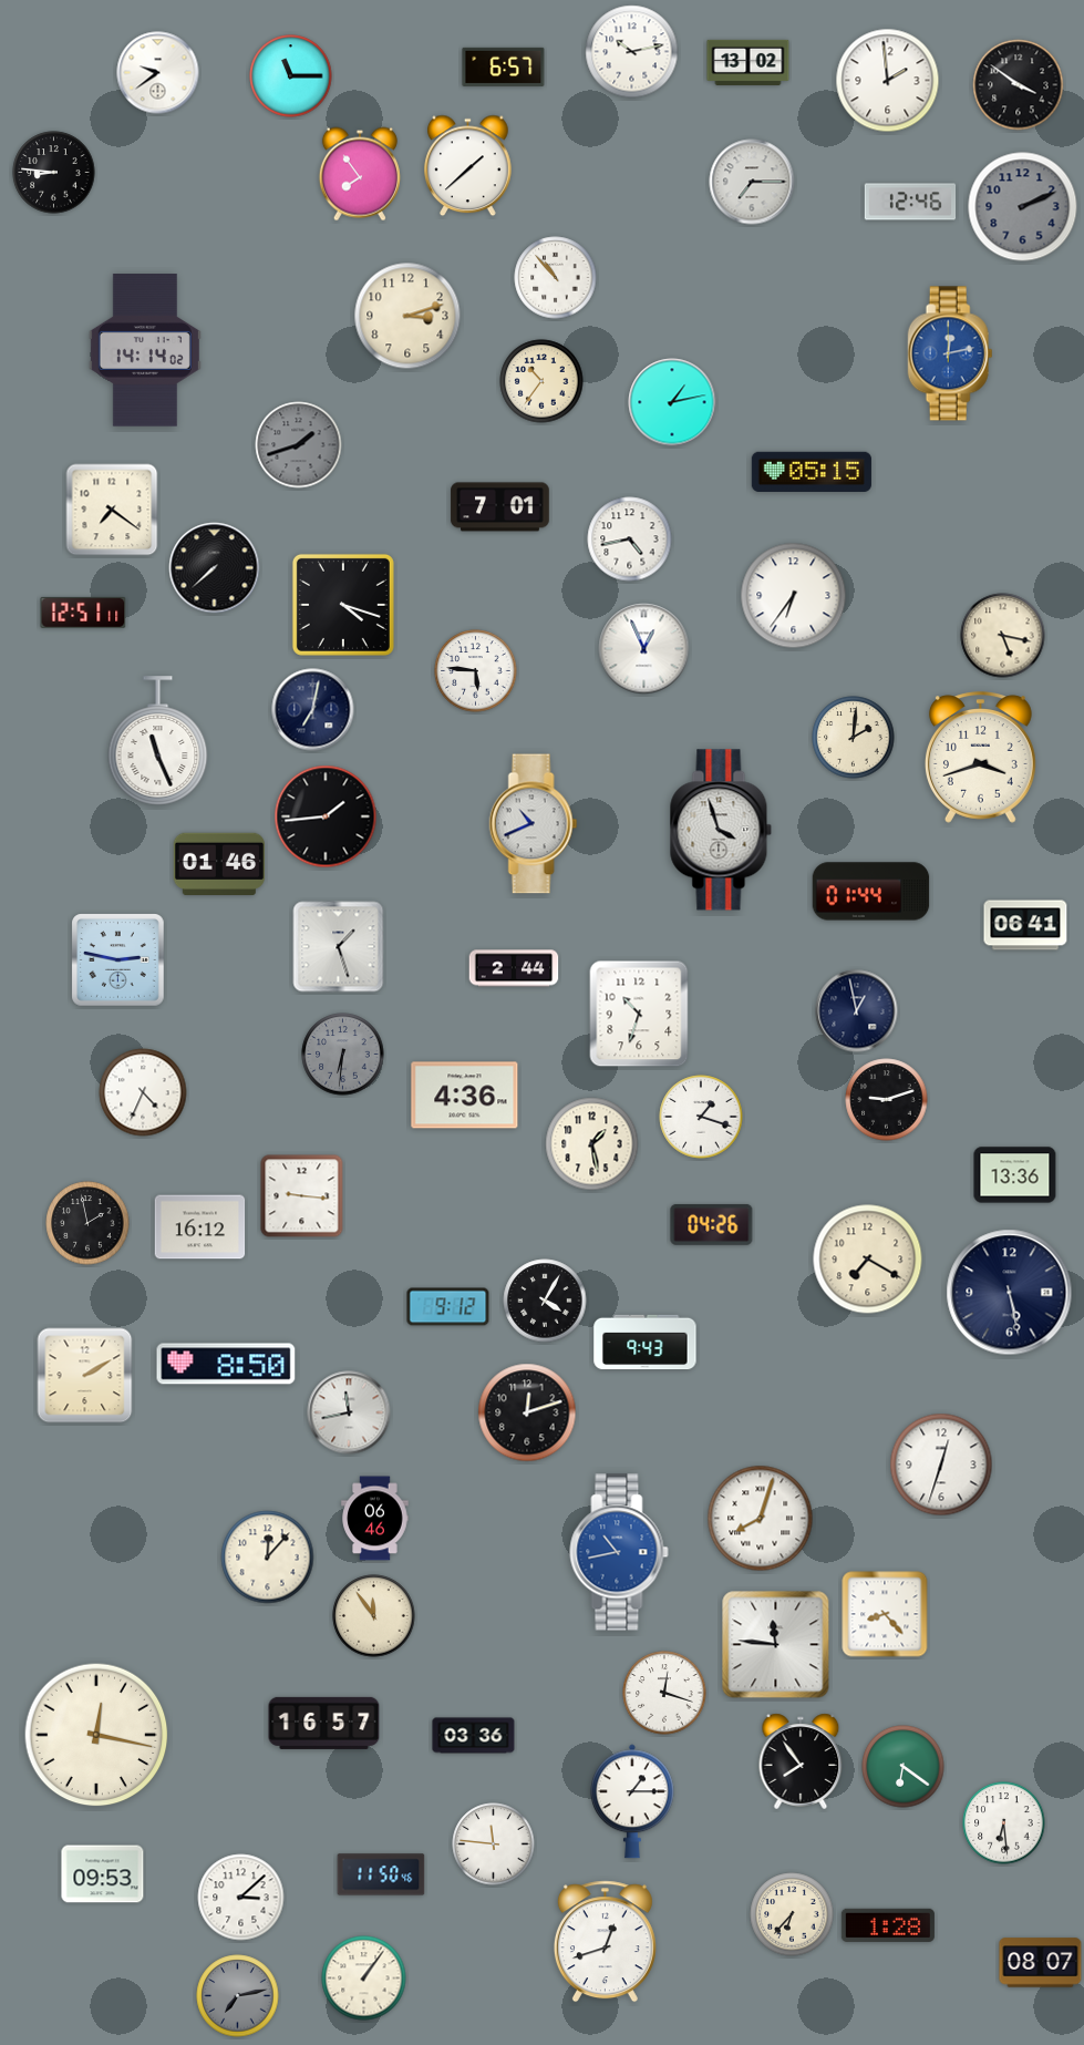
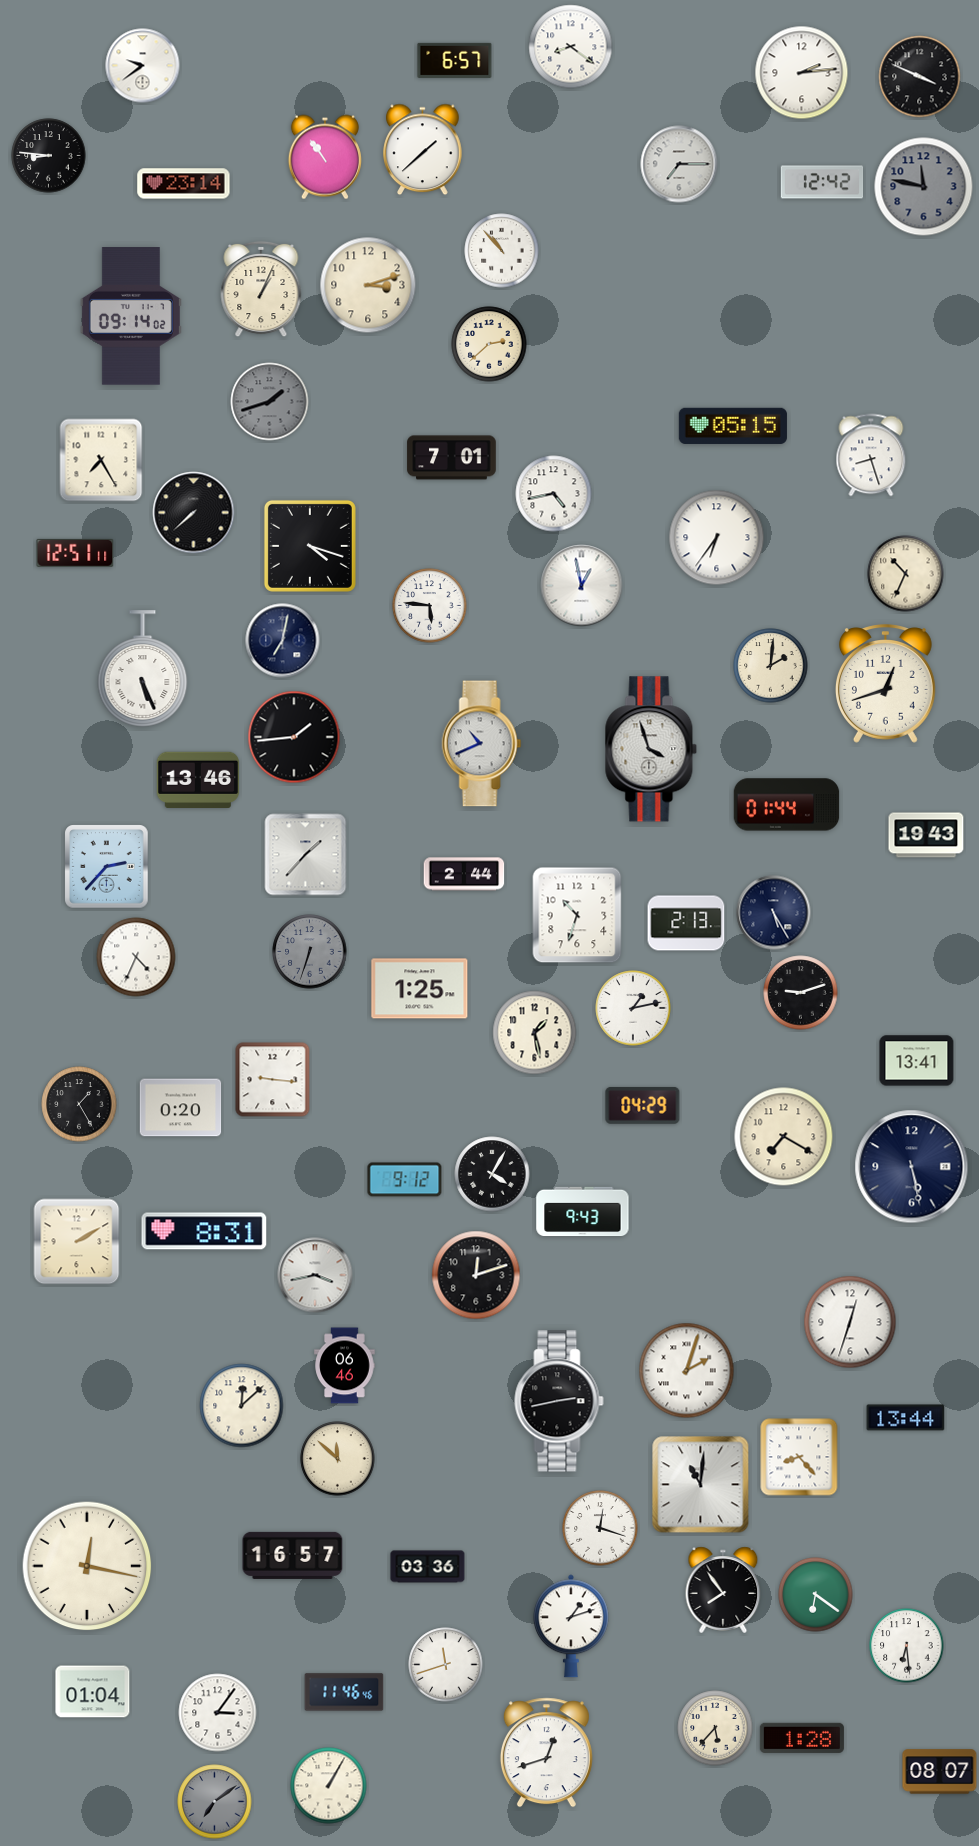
clock at (632, 52): 10:13 -> 8:21
clock at (749, 62): 13:02 -> none
clock at (291, 76): 11:15 -> none
clock at (888, 81): 1:59 -> 2:14
clock at (1019, 85): 3:51 -> 3:49
clock at (360, 174): 7:54 -> 10:54
clock at (910, 202): 12:46 -> 12:42
clock at (184, 184): none -> 23:14
clock at (1023, 207): 2:11 -> 11:47
clock at (261, 289): none -> 1:04
clock at (145, 350): 14:14 -> 09:14
clock at (950, 353): 12:13 -> none
clock at (541, 381): 10:36 -> 2:38
clock at (672, 402): 1:13 -> none
clock at (871, 455): none -> 8:27
clock at (112, 510): 7:21 -> 7:25
clock at (630, 539) position: (630, 539) -> (554, 494)
clock at (1003, 636): 5:17 -> 10:34
clock at (644, 649): 12:56 -> 12:58
clock at (158, 741): 11:26 -> 5:26
clock at (980, 758): 3:42 -> 12:42
clock at (219, 863): 01:46 -> 13:46
clock at (1025, 925): 06:41 -> 19:43
clock at (339, 947): 1:27 -> 1:37
clock at (118, 960): 2:47 -> 2:37
clock at (857, 1011): 12:58 -> 5:25
clock at (686, 923): none -> 2:13
clock at (343, 1055): 6:31 -> 6:33
clock at (143, 1092) position: (143, 1092) -> (136, 957)
clock at (465, 1096): 4:36 -> 1:25
clock at (701, 1117): 1:18 -> 1:13
clock at (1015, 1175): 13:36 -> 13:41
clock at (87, 1223): 1:58 -> 1:25
clock at (712, 1224): 04:26 -> 04:29
clock at (200, 1227): 16:12 -> 0:20
clock at (226, 1364): 8:50 -> 8:31
clock at (349, 1412): 11:43 -> 3:43
clock at (375, 1519) position: (375, 1519) -> (345, 1366)
clock at (761, 1519): 8:03 -> 2:03
clock at (619, 1552): 10:43 -> 2:43
clock at (619, 1552) dial: blue -> black
clock at (268, 1558): 12:07 -> 12:08
clock at (906, 1418): none -> 13:44
clock at (374, 1616): 11:54 -> 11:52
clock at (776, 1645): 11:46 -> 11:01
clock at (632, 1801): 1:15 -> 1:12
clock at (494, 1844): 11:46 -> 11:42
clock at (103, 1874): 09:53 -> 01:04
clock at (381, 1874): 11:50 -> 11:46
clock at (241, 1898): 3:08 -> 3:06
clock at (792, 1914): 6:37 -> 5:37
clock at (364, 1979): 1:06 -> 1:05
clock at (238, 1996): 7:13 -> 7:09
